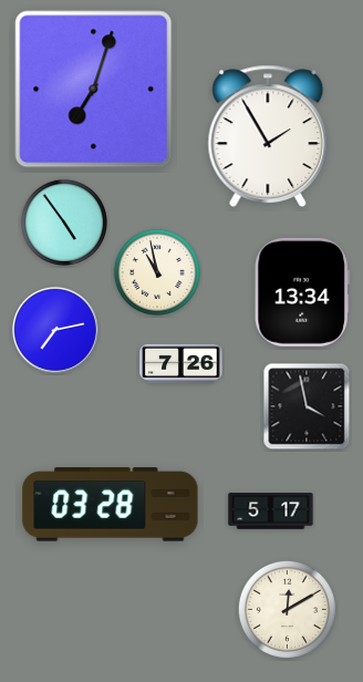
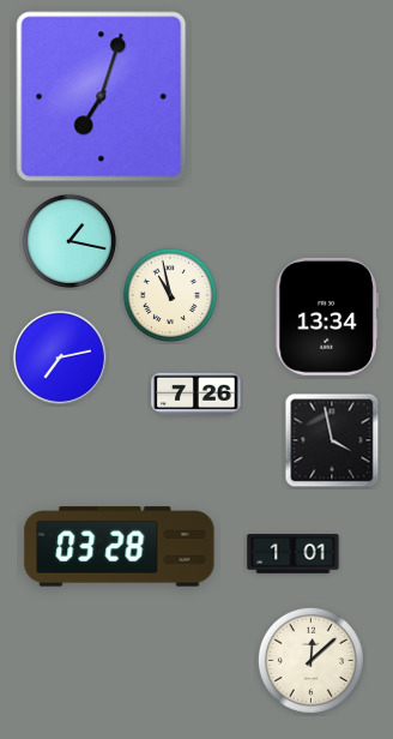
clock at (268, 136): 1:55 -> none
clock at (64, 223): 4:54 -> 1:17
clock at (271, 512): 5:17 -> 1:01
clock at (287, 609): 12:10 -> 12:08
